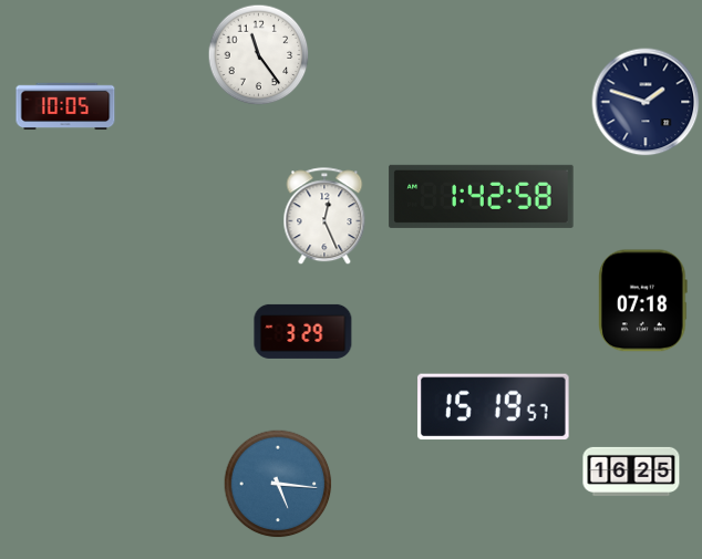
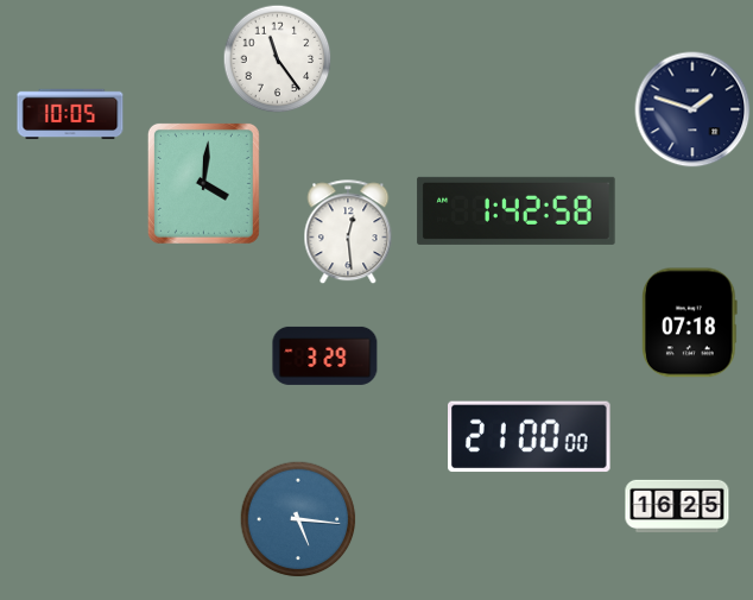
clock at (203, 183): none -> 4:01
clock at (324, 217): 12:26 -> 12:29
clock at (494, 407): 15:19 -> 21:00
